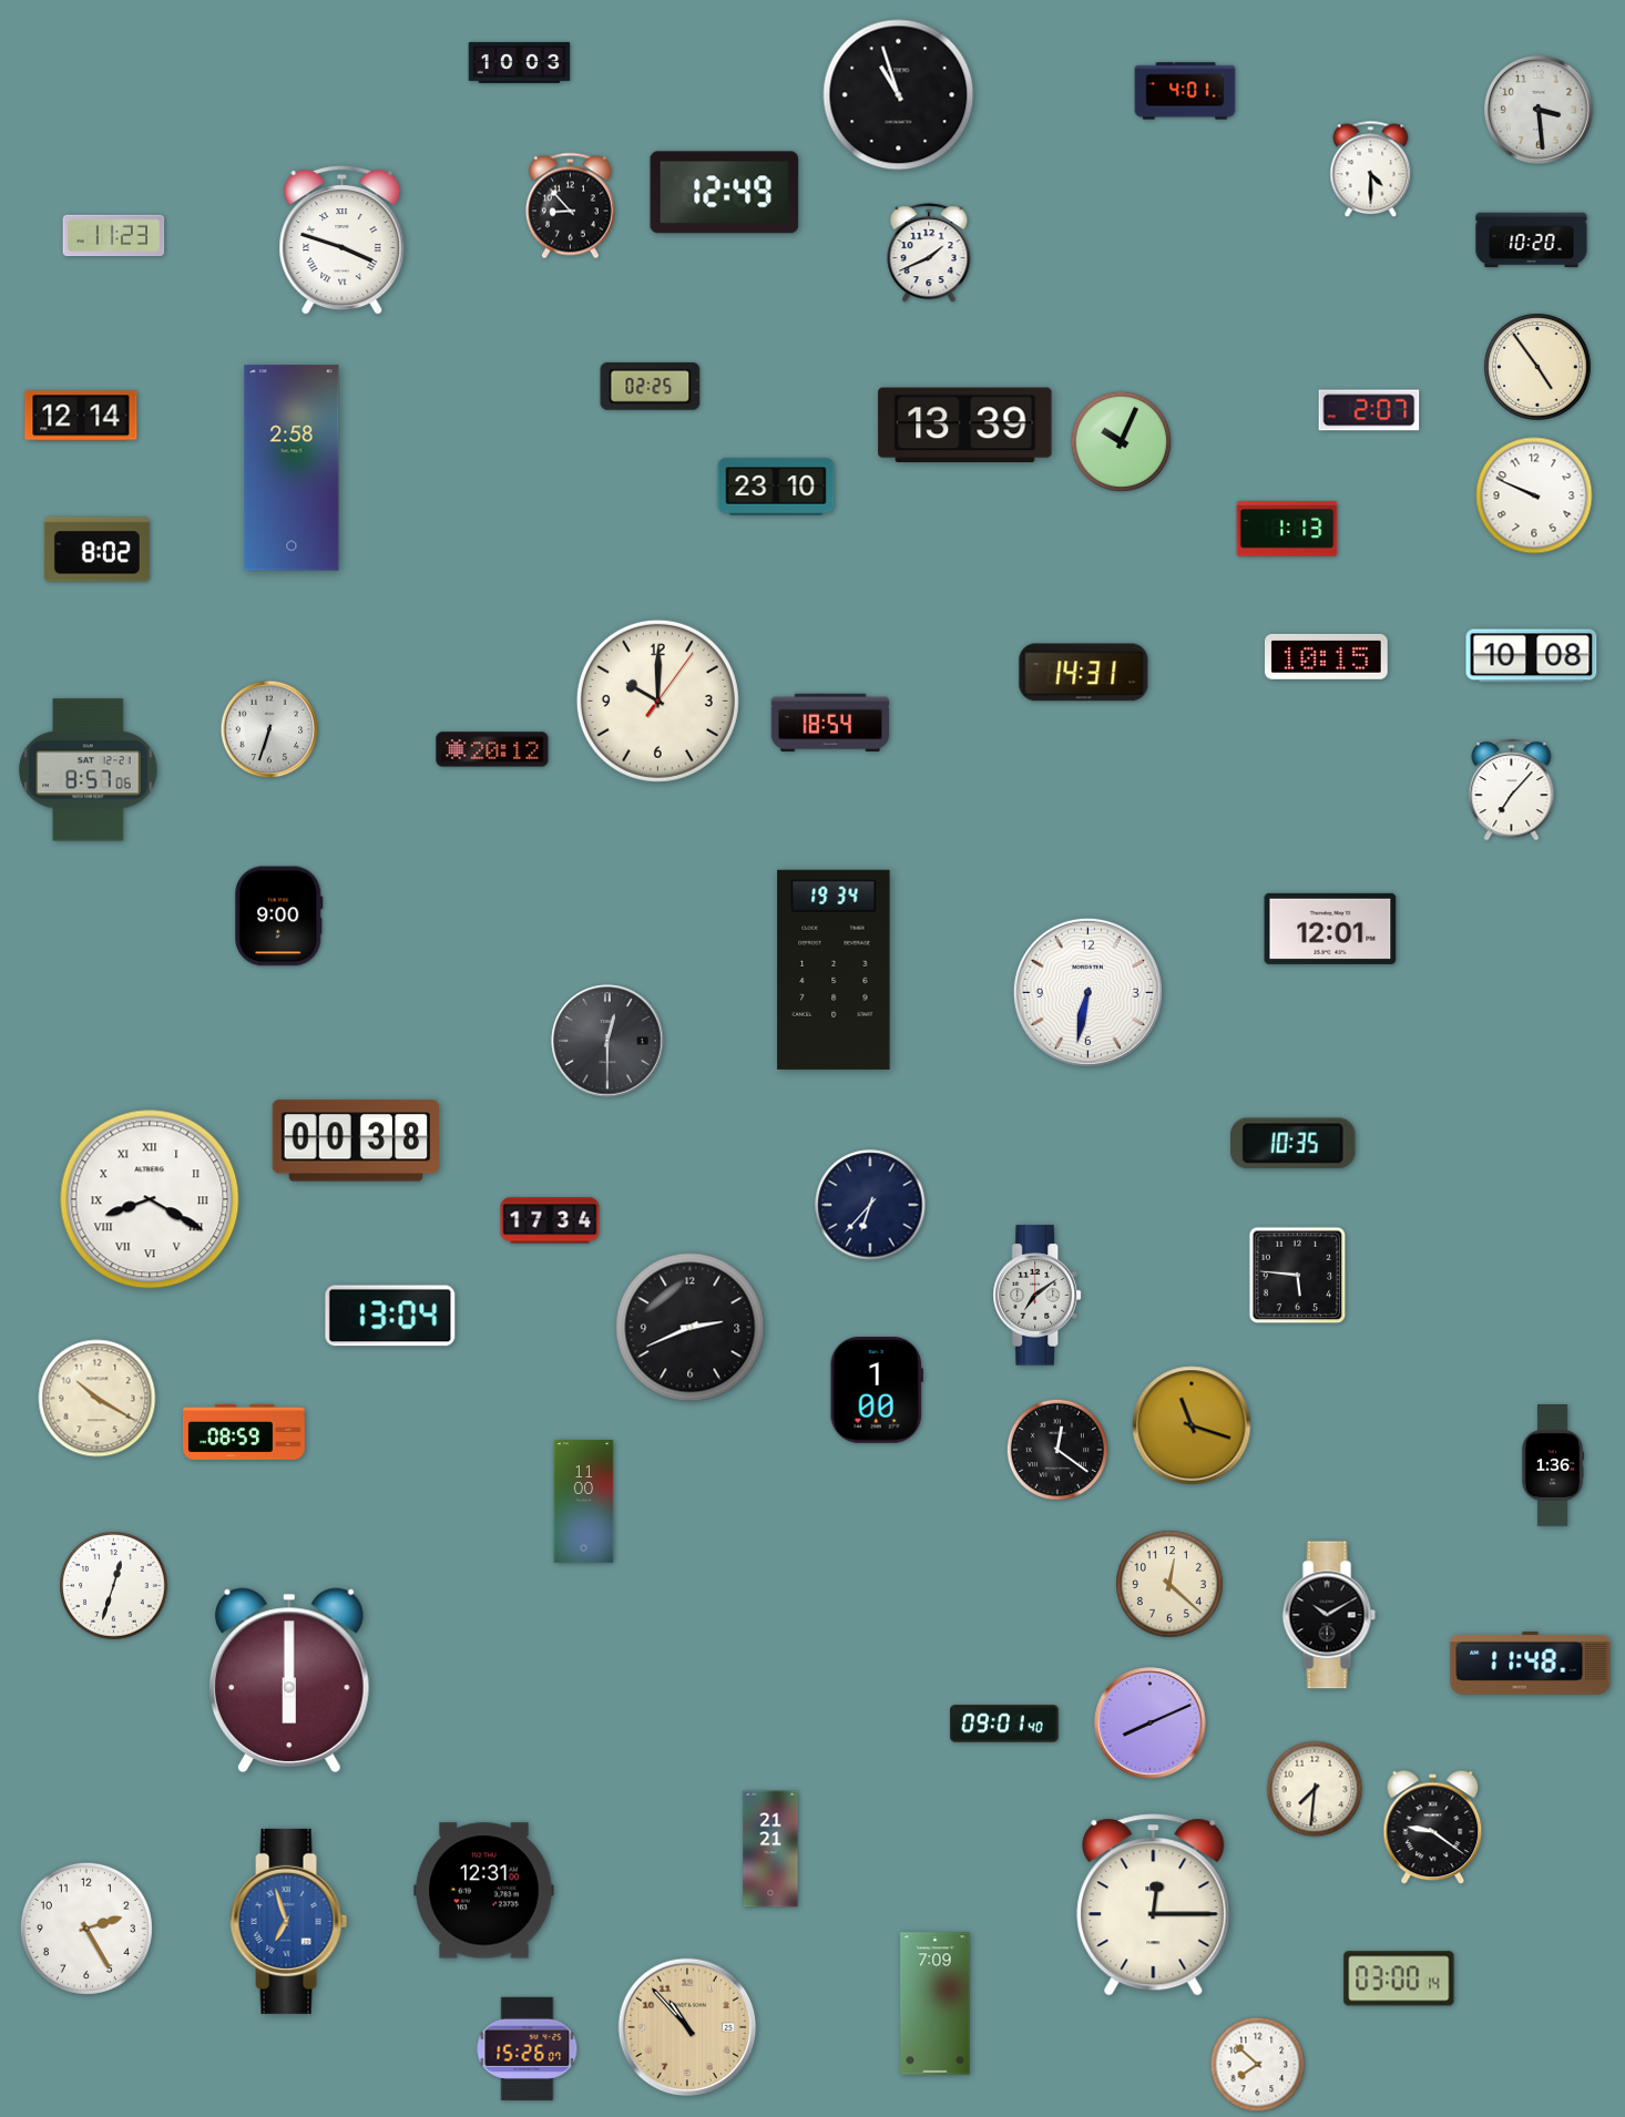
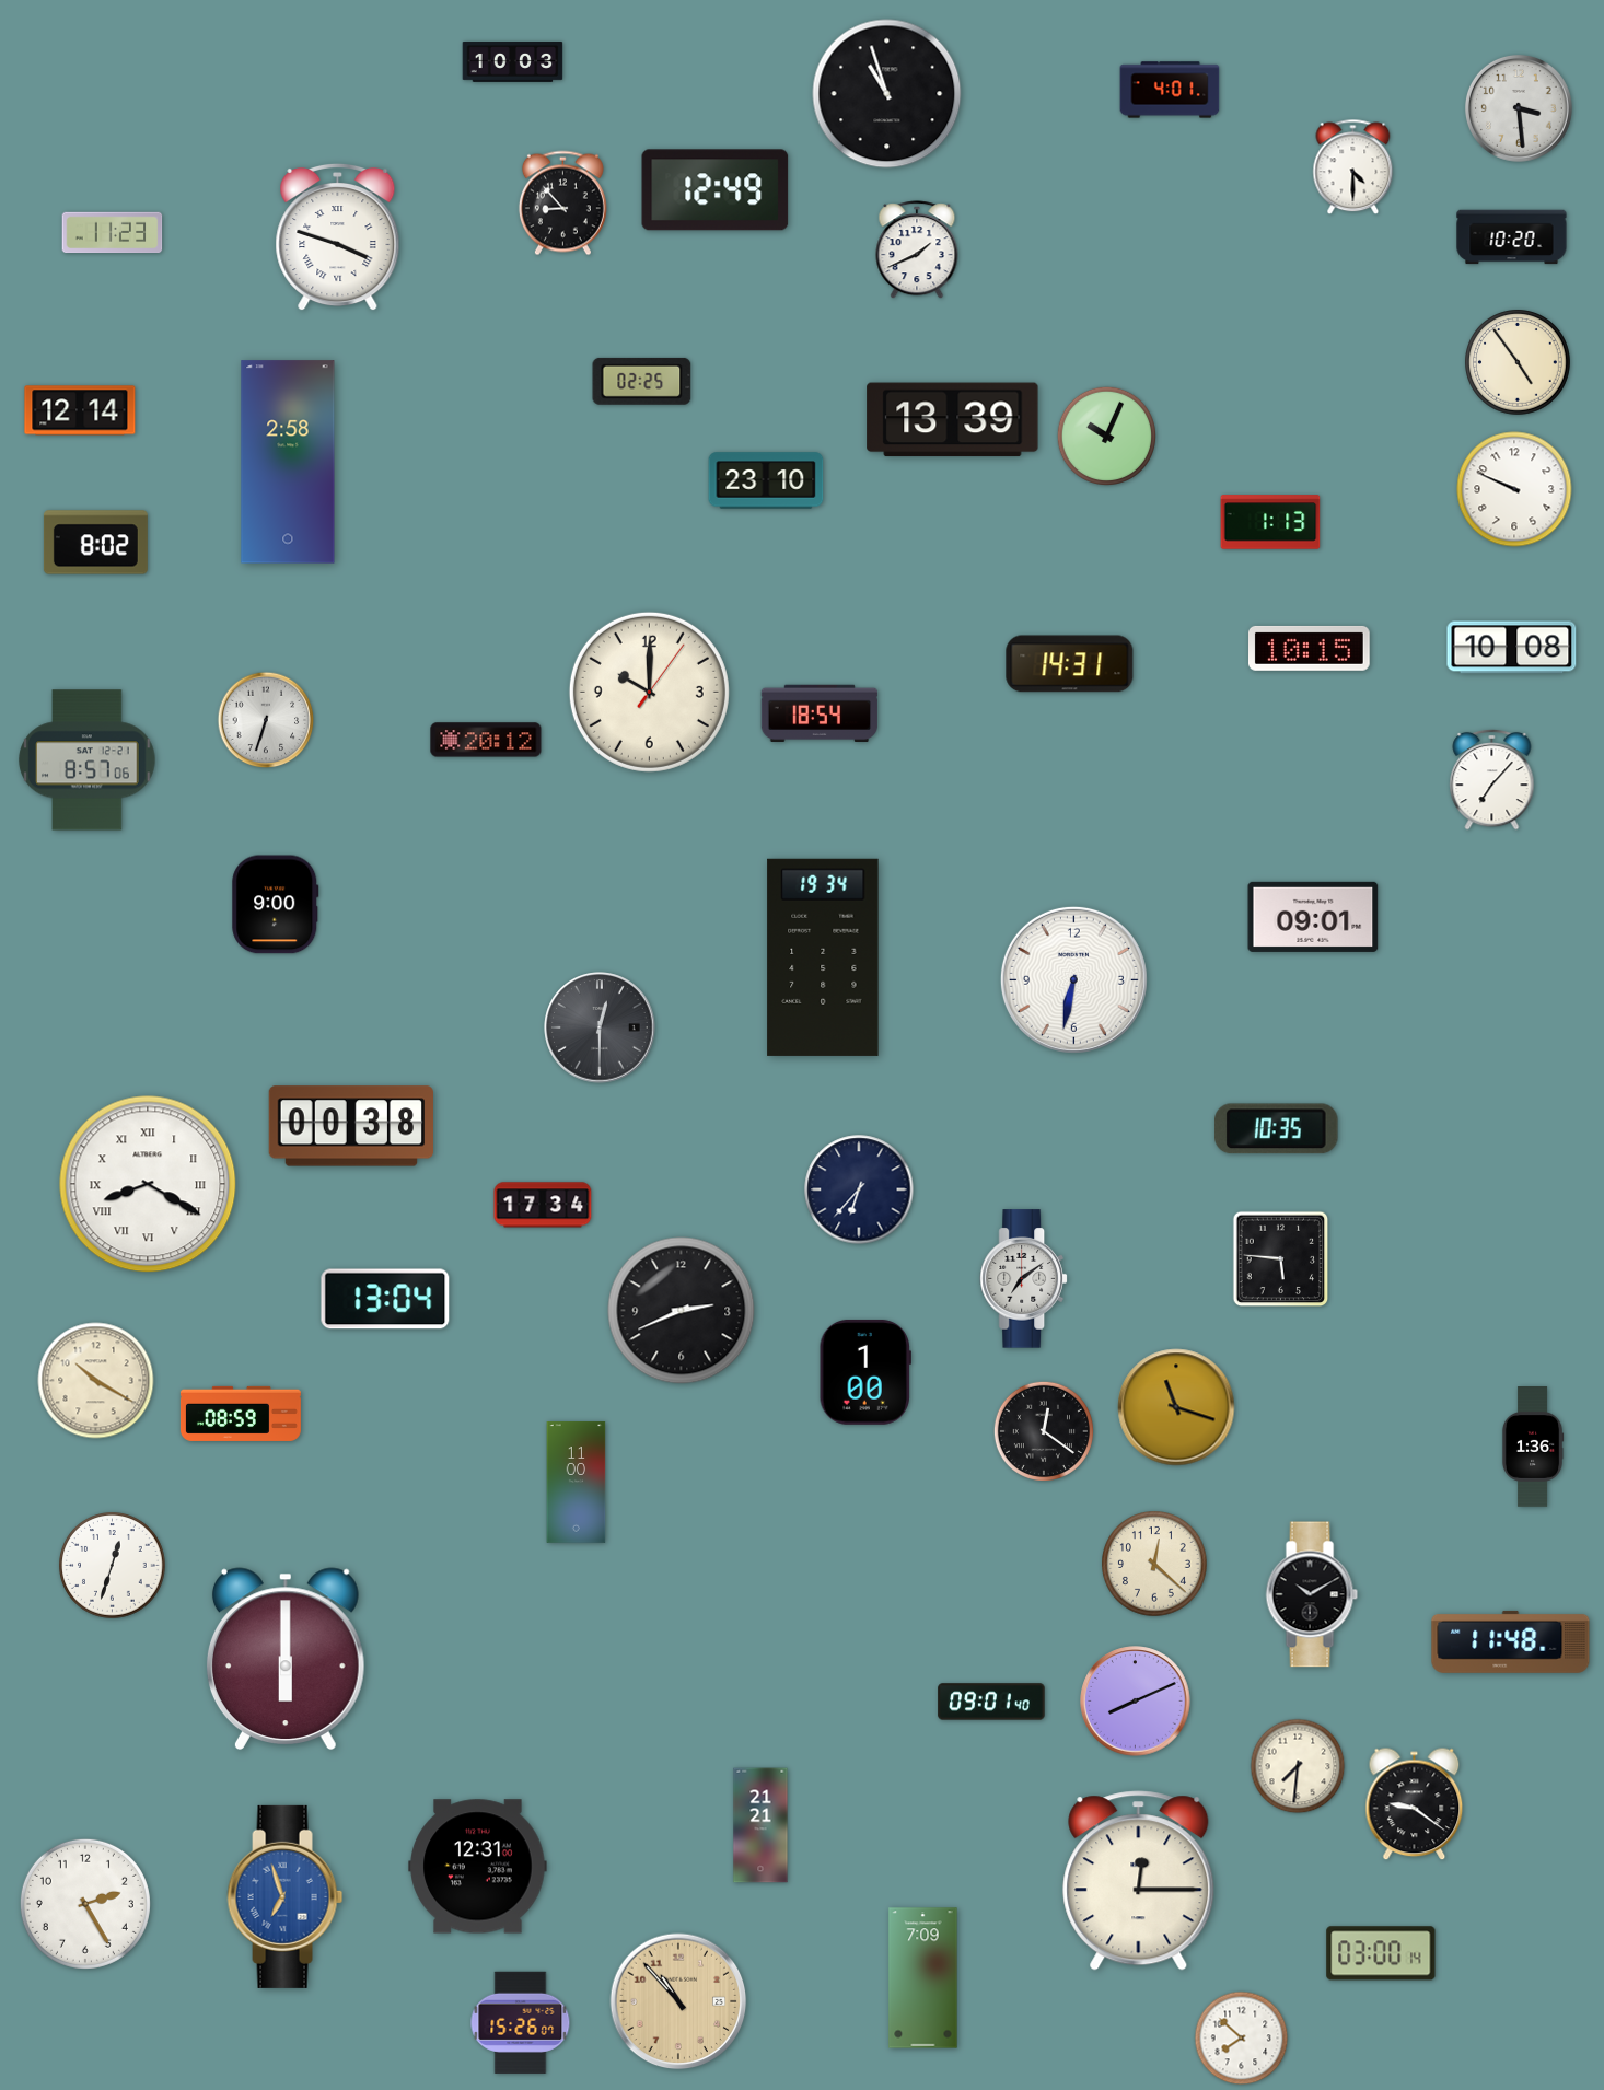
clock at (1369, 410): 2:07 -> none
clock at (1330, 929): 12:01 -> 09:01
